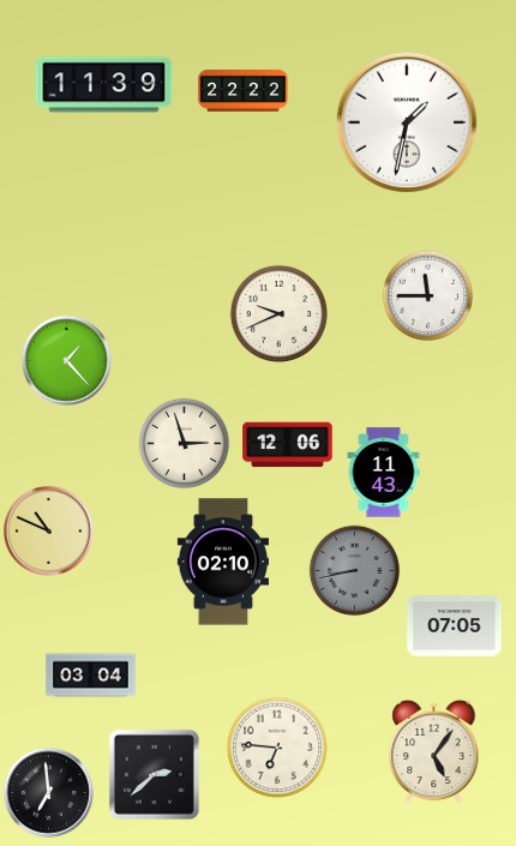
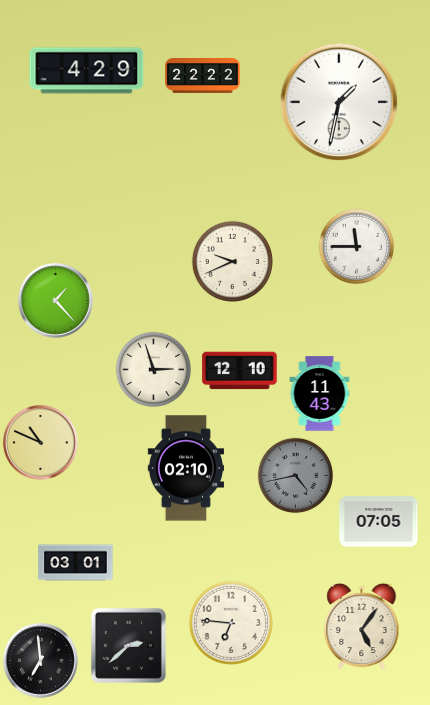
clock at (104, 85): 11:39 -> 4:29
clock at (288, 445): 12:06 -> 12:10
clock at (355, 571): 8:43 -> 4:43
clock at (91, 676): 03:04 -> 03:01
